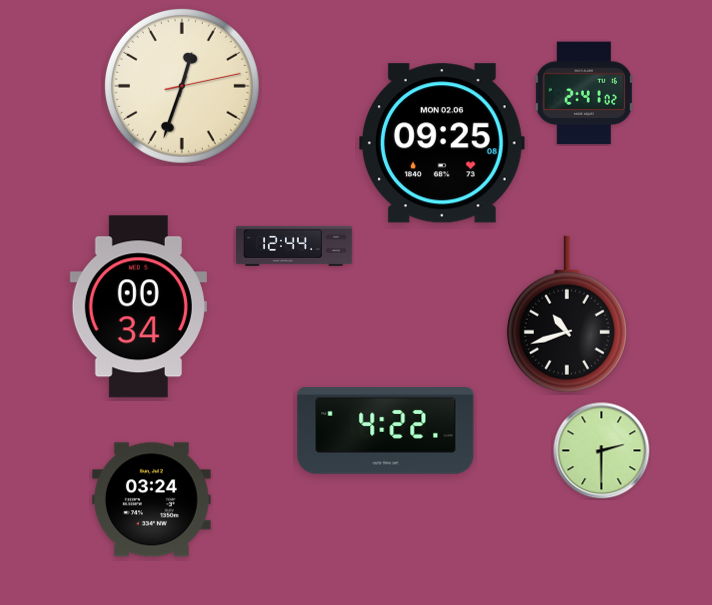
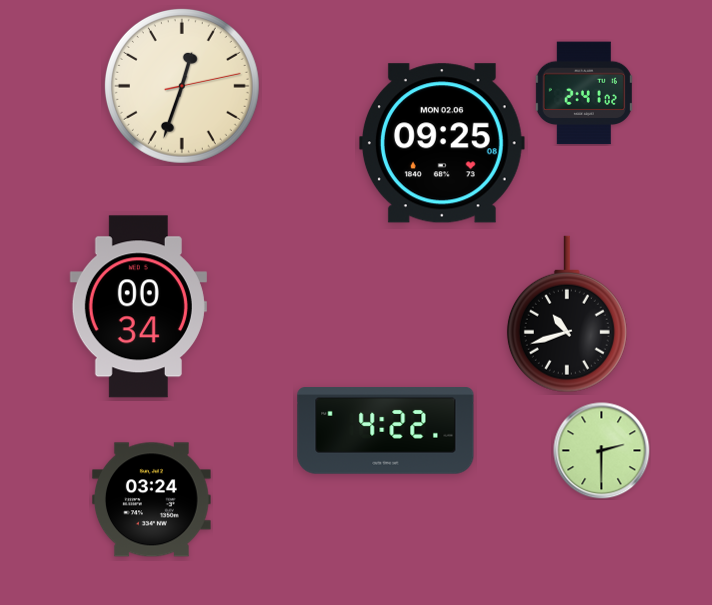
clock at (294, 246): 12:44 -> none
